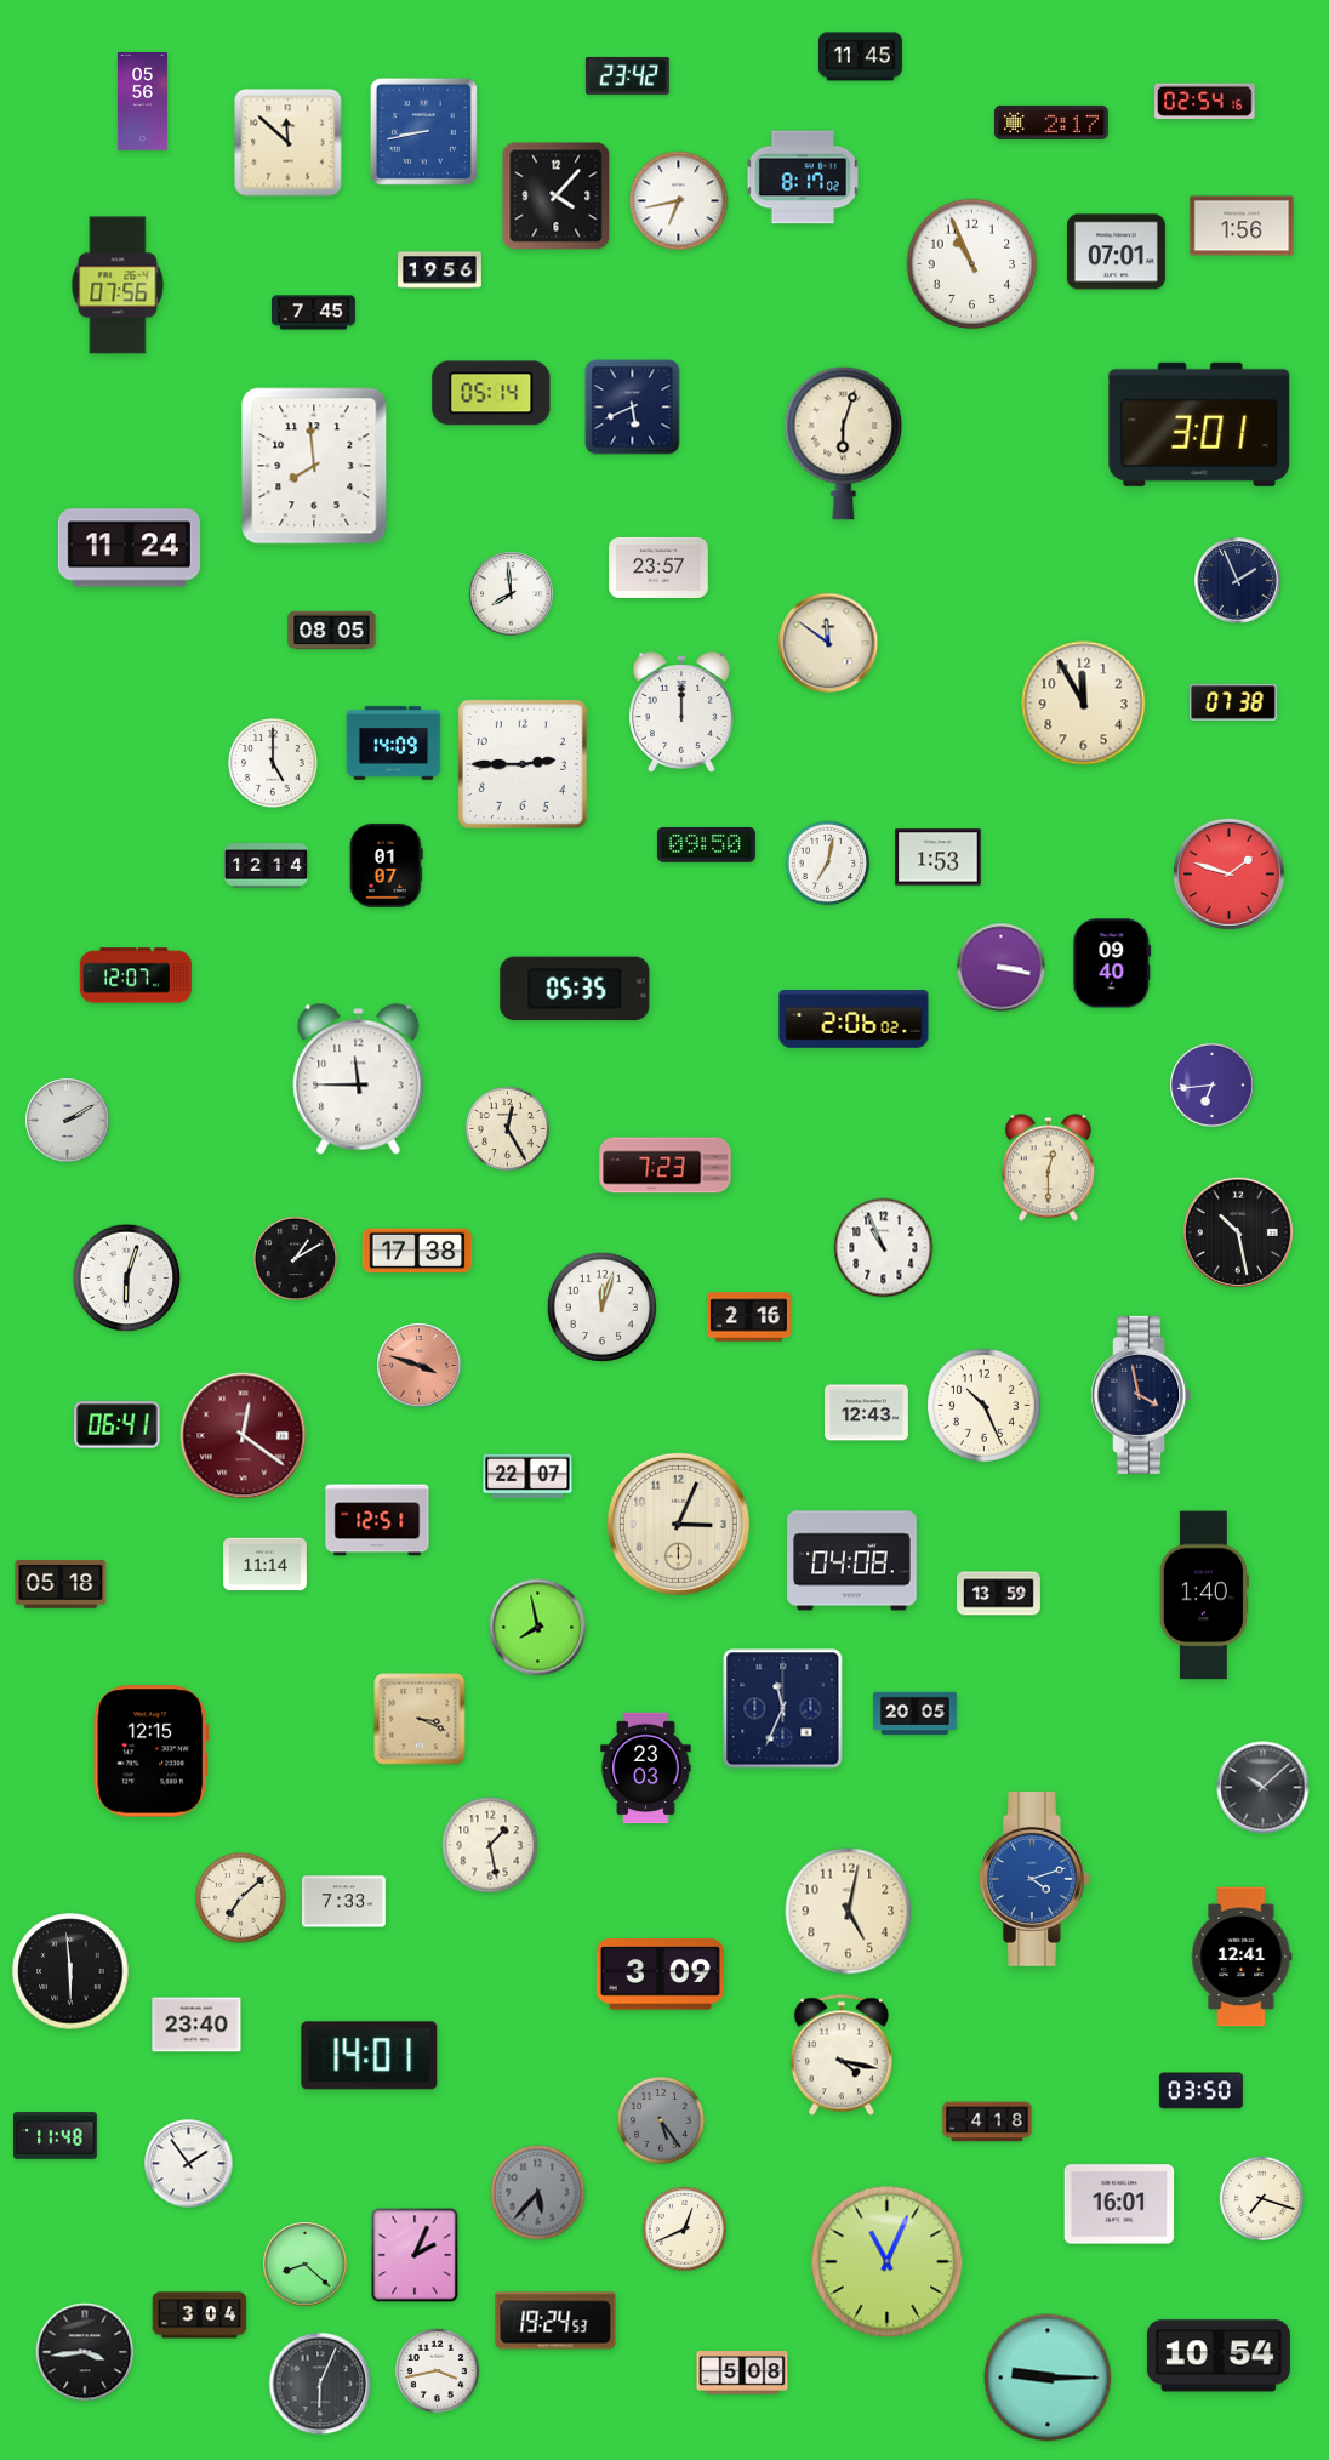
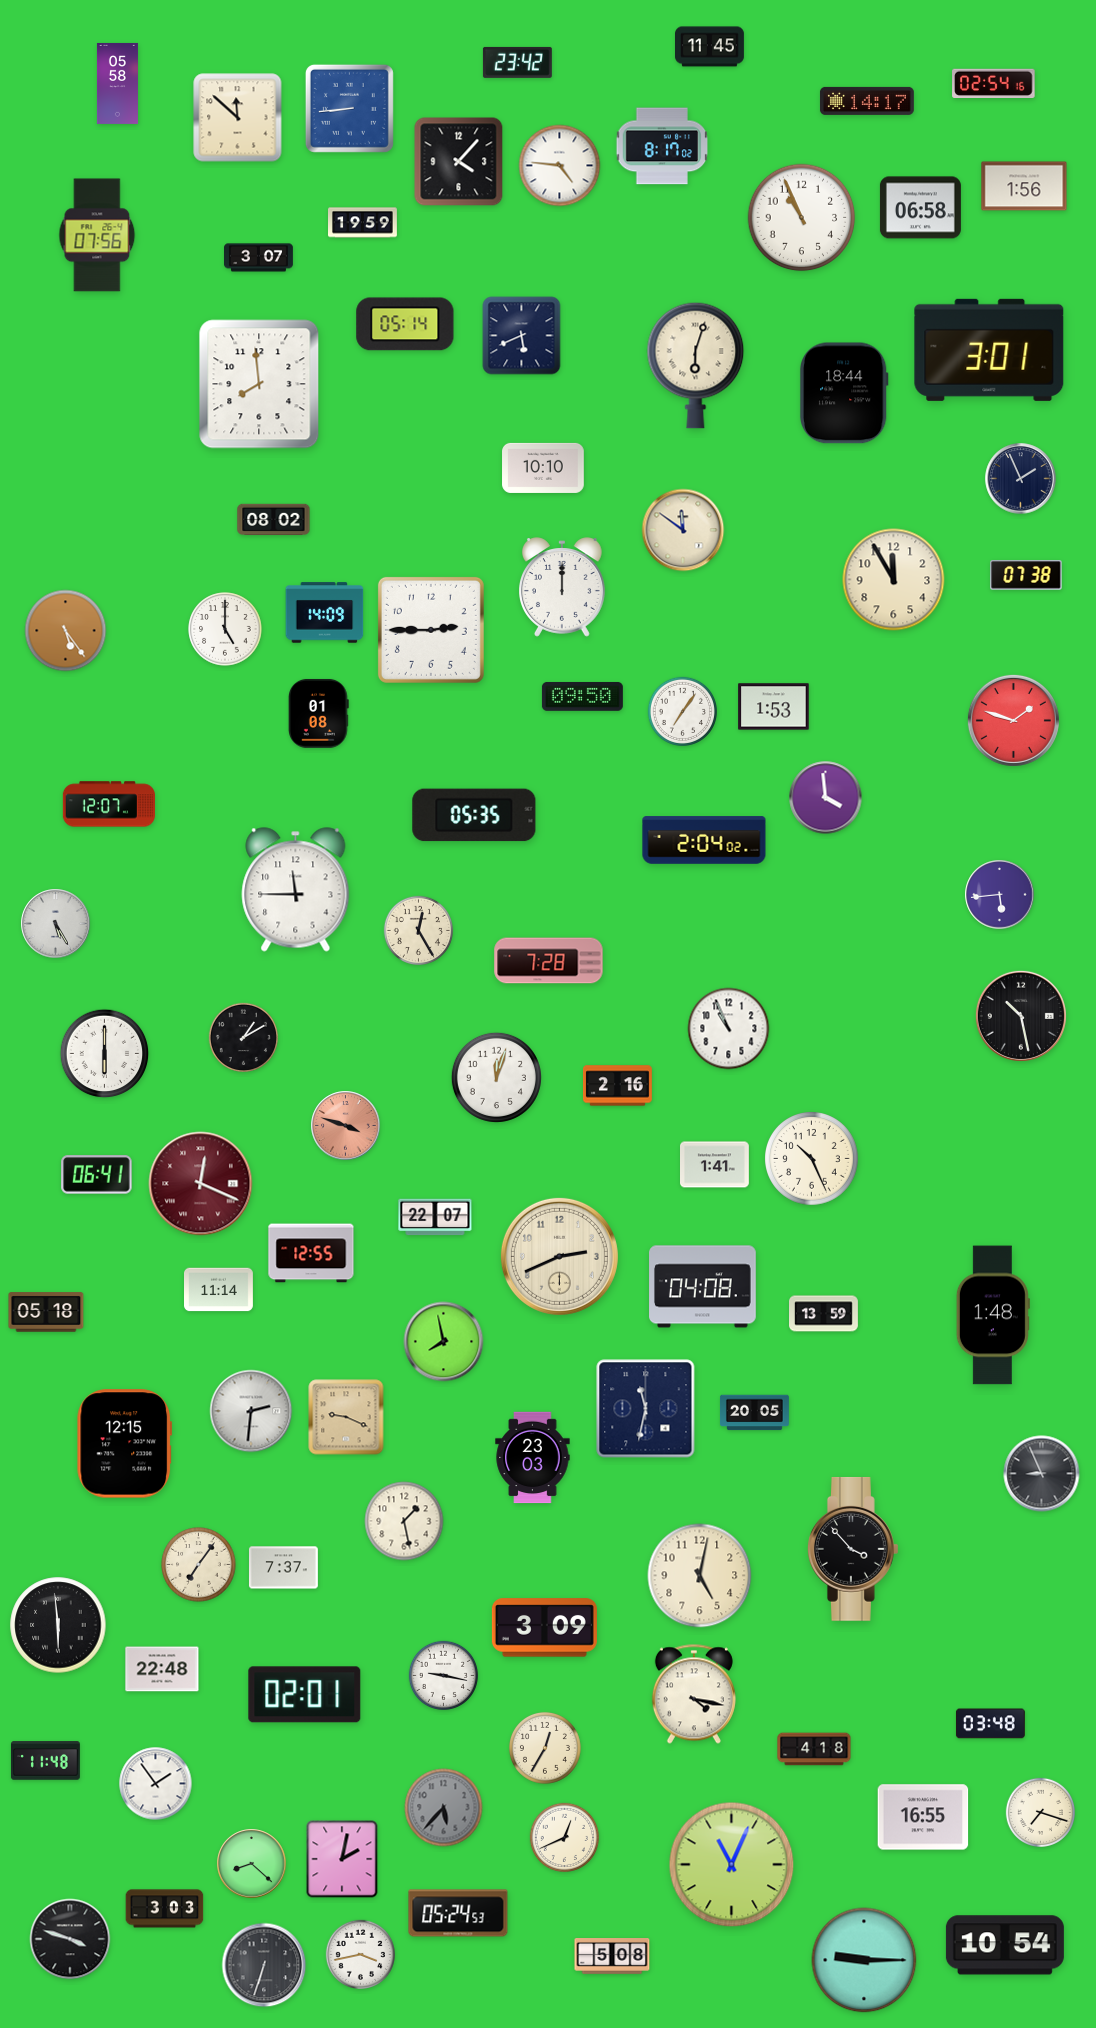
clock at (142, 101): 05:56 -> 05:58
clock at (1051, 123): 2:17 -> 14:17
clock at (423, 131): 8:43 -> 8:44
clock at (679, 201): 6:43 -> 4:46
clock at (1116, 252): 07:01 -> 06:58
clock at (440, 271): 19:56 -> 19:59
clock at (314, 313): 7:45 -> 3:07
clock at (844, 393): none -> 18:44
clock at (129, 548): 11:24 -> none
clock at (658, 568): 23:57 -> 10:10
clock at (512, 594): 7:59 -> none
clock at (332, 631): 08:05 -> 08:02
clock at (1233, 702) position: (1233, 702) -> (1026, 575)
clock at (66, 631): none -> 5:24
clock at (827, 862): 7:02 -> 7:06
clock at (387, 865): 01:07 -> 01:08
clock at (267, 866): 12:14 -> none
clock at (1112, 963): 09:40 -> none
clock at (1002, 968): 3:17 -> 3:59
clock at (136, 975) position: (136, 975) -> (109, 804)
clock at (854, 1019): 2:06 -> 2:04
clock at (1213, 1086): 6:44 -> 5:44
clock at (68, 1121): 2:10 -> 5:25
clock at (666, 1166): 7:23 -> 7:28
clock at (1048, 1168): 12:30 -> none
clock at (417, 1251): 17:38 -> none
clock at (127, 1279): 6:03 -> 6:00
clock at (1141, 1395): 3:58 -> none
clock at (867, 1413): 12:43 -> 1:41
clock at (244, 1436): 12:21 -> 12:19
clock at (377, 1520): 12:51 -> 12:55
clock at (678, 1524): 3:04 -> 2:41
clock at (61, 1584) position: (61, 1584) -> (46, 1312)
clock at (1204, 1595): 1:40 -> 1:48
clock at (783, 1709): 11:34 -> 11:32
clock at (251, 1411): none -> 2:31
clock at (420, 1719): 3:19 -> 9:19
clock at (1264, 1788): 10:08 -> 8:56
clock at (1034, 1879): 4:12 -> 3:53
clock at (1034, 1879) dial: blue -> black
clock at (241, 1898): 7:08 -> 7:06
clock at (343, 1902): 7:33 -> 7:37
clock at (1242, 1957): 12:41 -> none
clock at (196, 2025): 23:40 -> 22:48
clock at (443, 1675): none -> 9:17
clock at (370, 2056): 14:01 -> 02:01
clock at (1200, 2091): 03:50 -> 03:48
clock at (661, 2120): 5:24 -> 12:35
clock at (661, 2120) dial: grey -> cream
clock at (1119, 2204): 16:01 -> 16:55
clock at (415, 2255): 2:04 -> 2:02
clock at (306, 2265) position: (306, 2265) -> (252, 1864)
clock at (200, 2316): 3:04 -> 3:03
clock at (555, 2321): 19:24 -> 05:24
clock at (85, 2352): 3:44 -> 3:48
clock at (1219, 2356) position: (1219, 2356) -> (1005, 1945)
clock at (320, 2384): 6:04 -> 6:33
